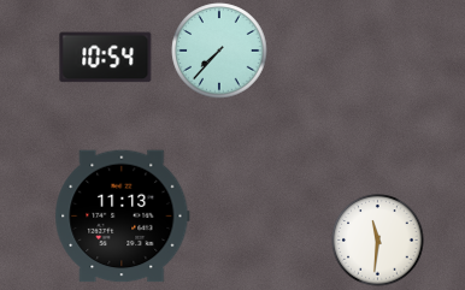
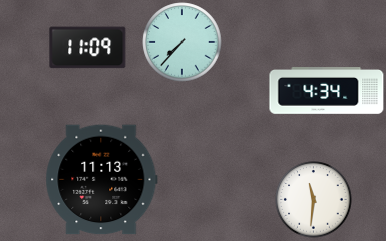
clock at (106, 58): 10:54 -> 11:09
clock at (327, 91): none -> 4:34
